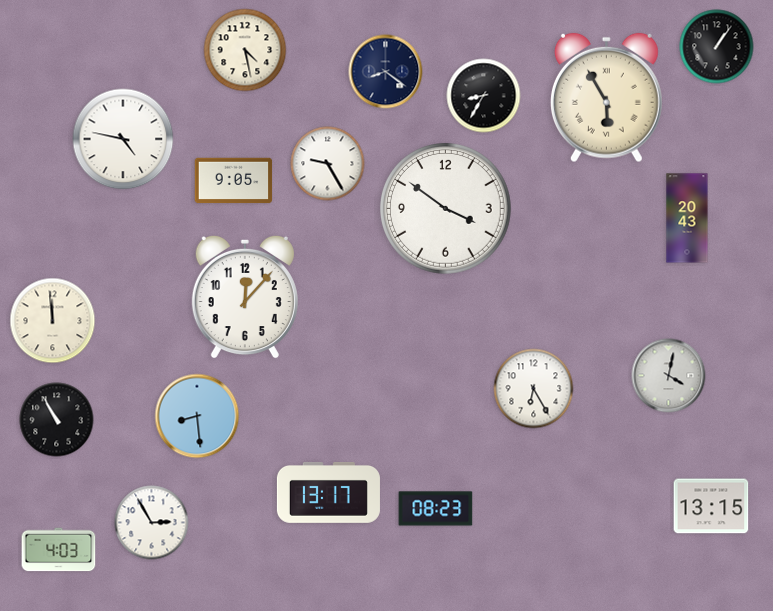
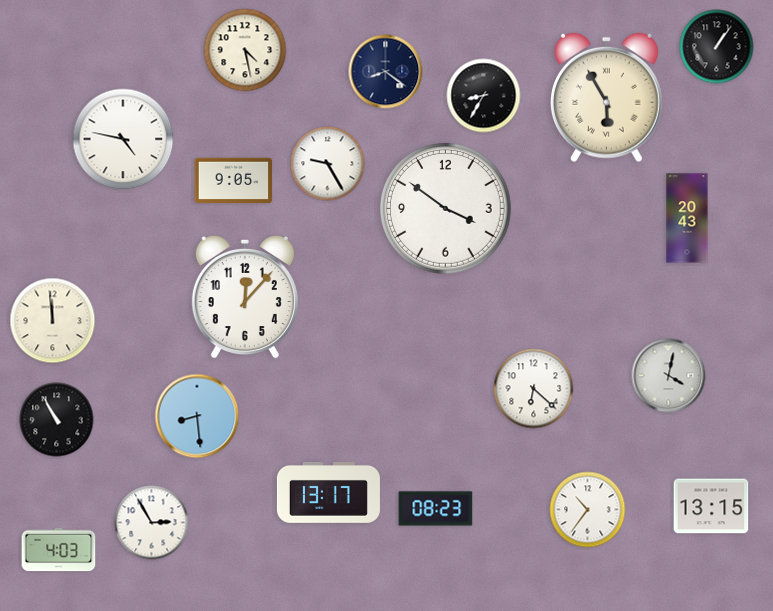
clock at (534, 389): 6:25 -> 6:22
clock at (588, 510): none -> 10:36
